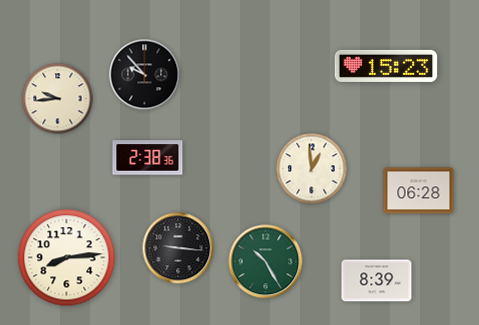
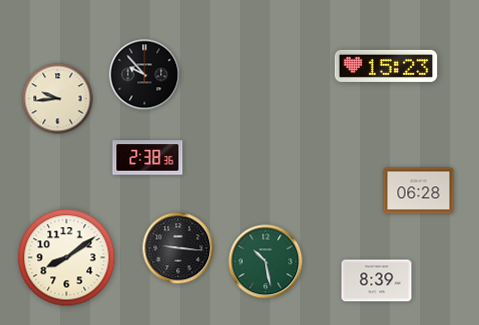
clock at (312, 169): 12:59 -> none
clock at (67, 258): 8:14 -> 8:09
clock at (266, 262): 10:25 -> 10:28
